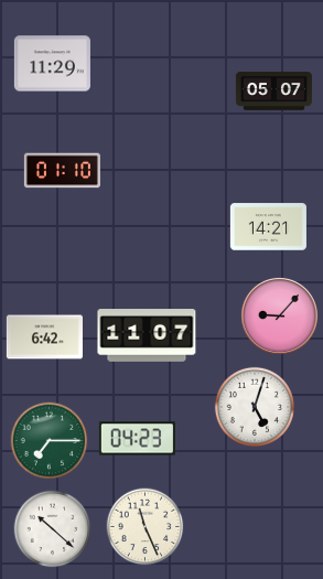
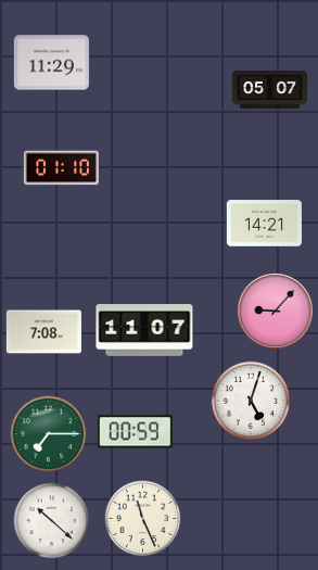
clock at (44, 337): 6:42 -> 7:08
clock at (137, 439): 04:23 -> 00:59
